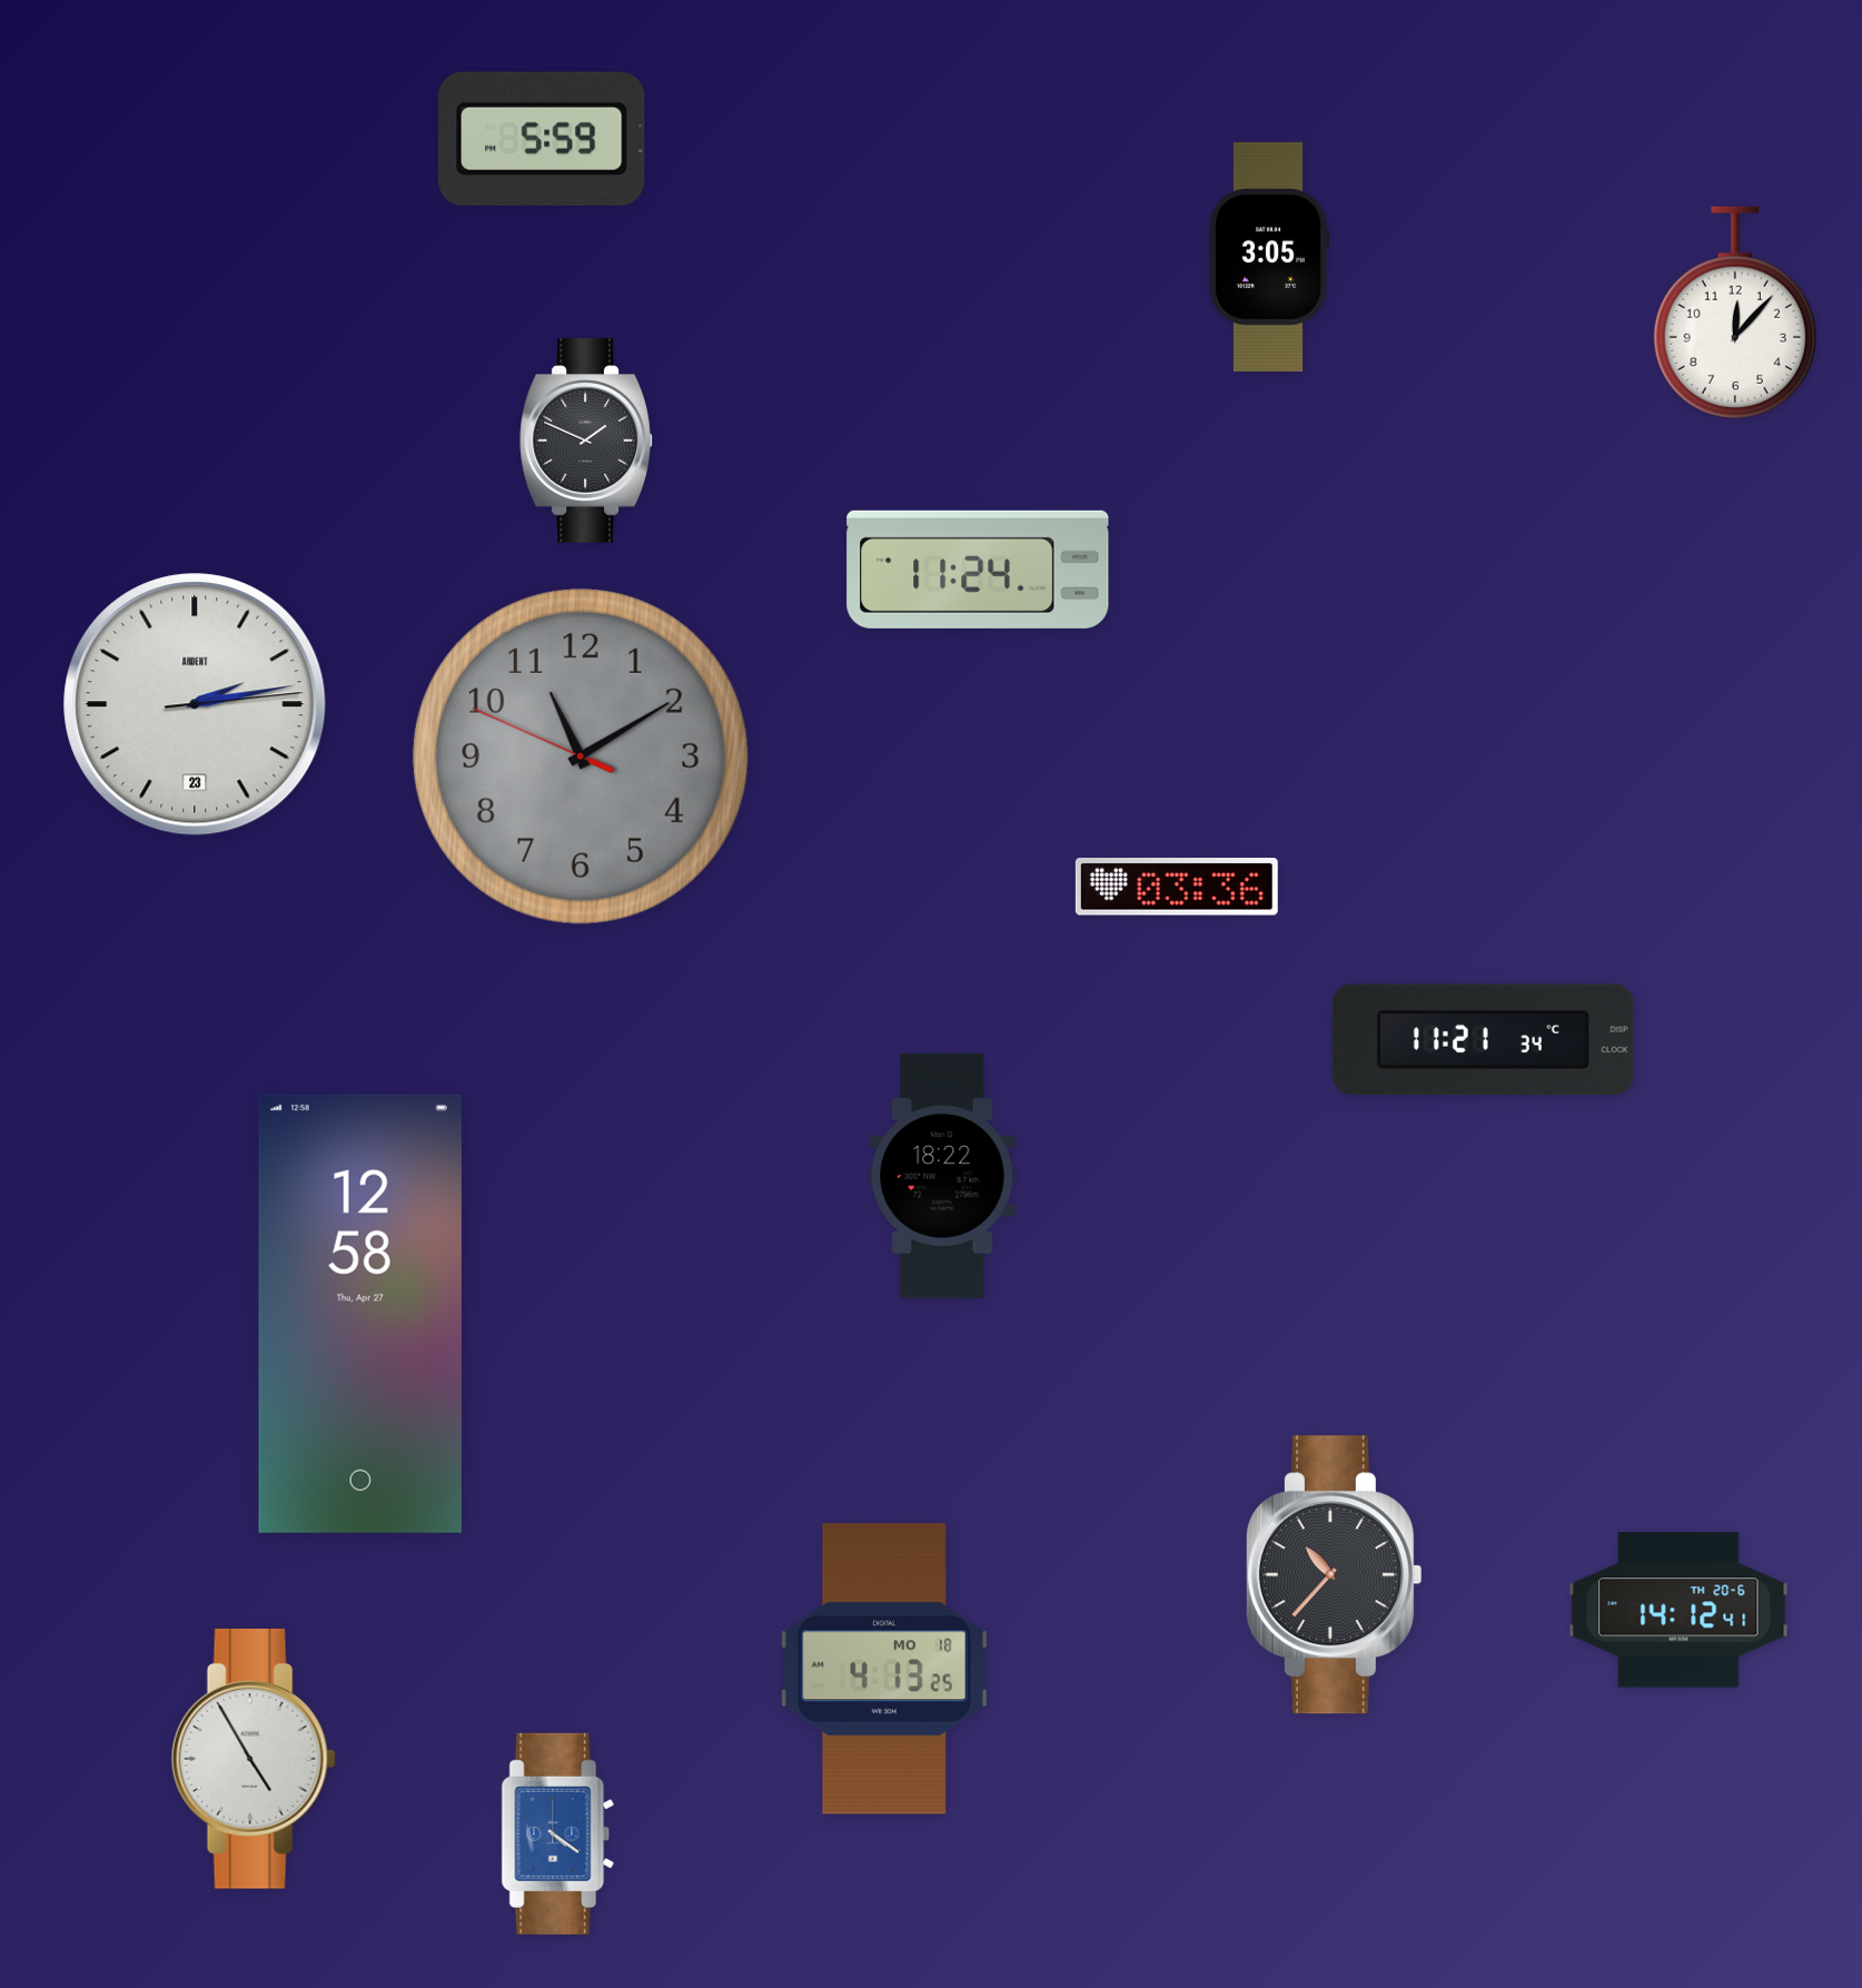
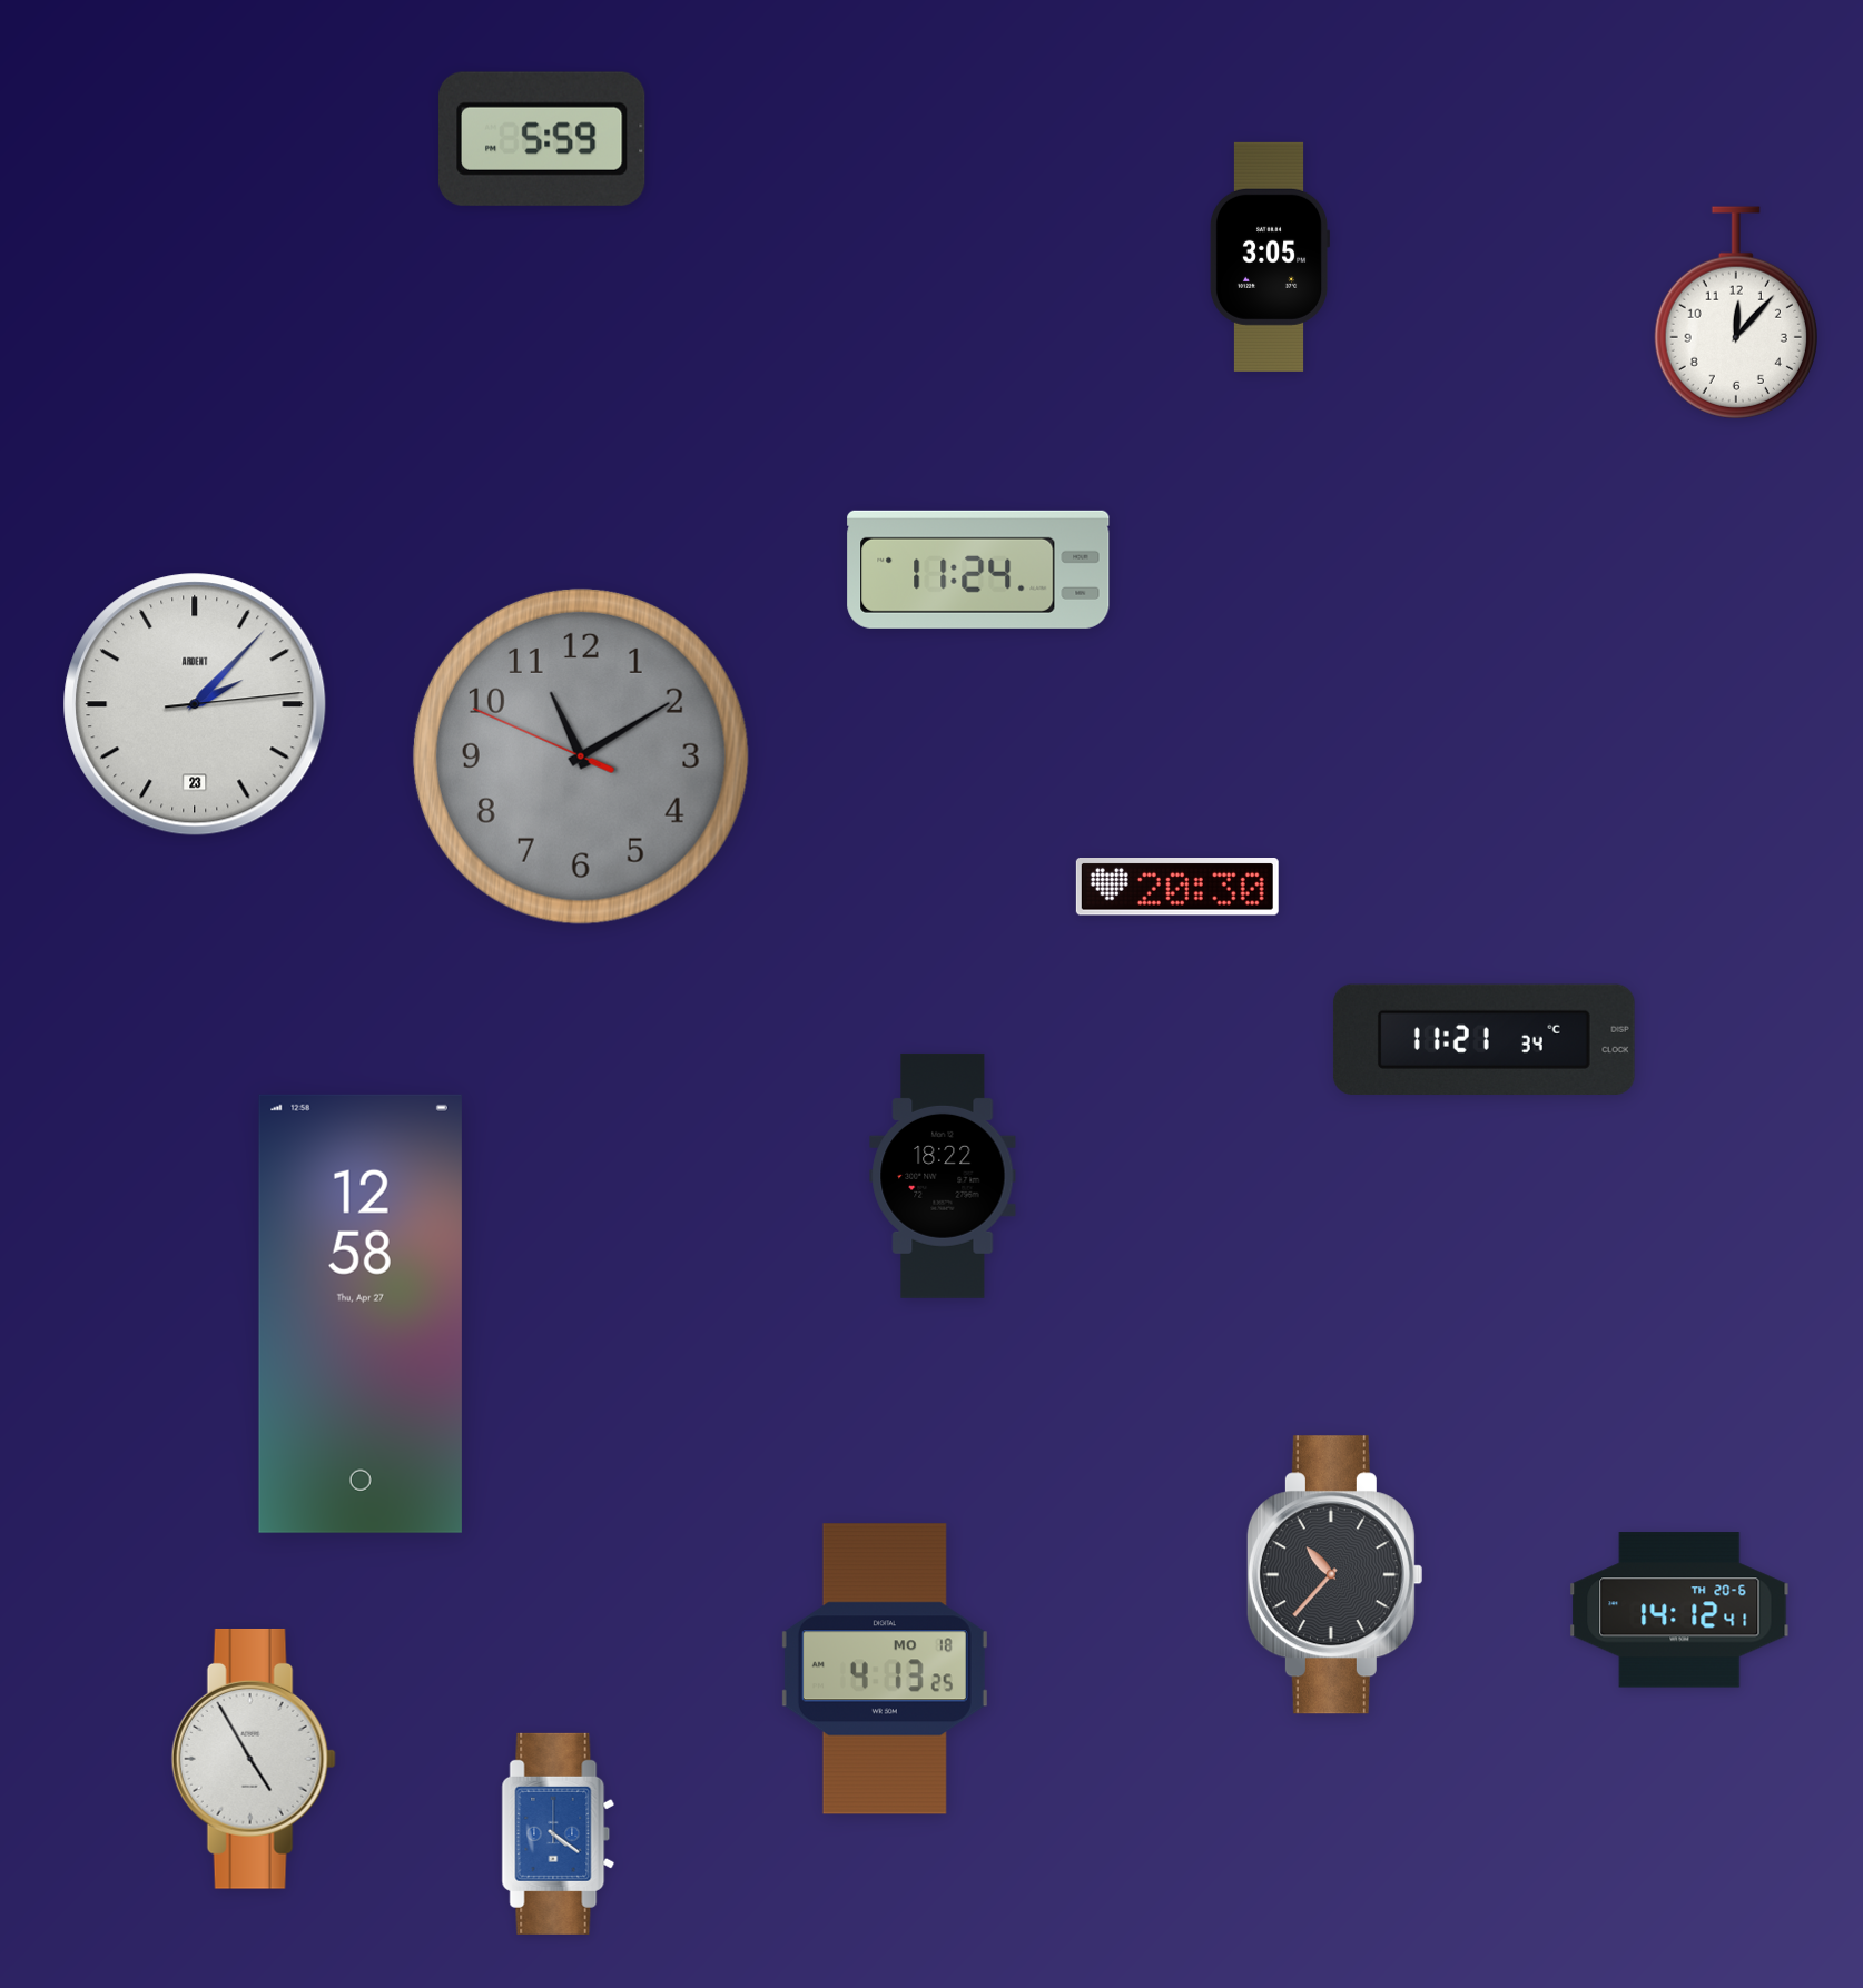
clock at (586, 441): 1:49 -> none
clock at (195, 704): 2:13 -> 2:07
clock at (1177, 887): 03:36 -> 20:30
